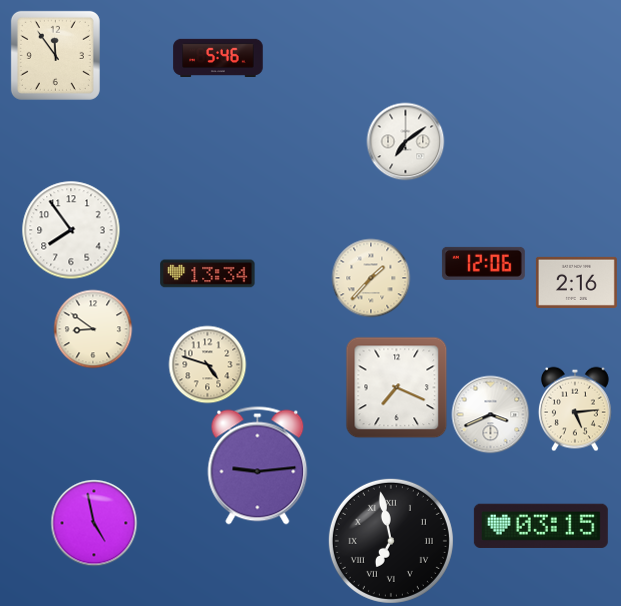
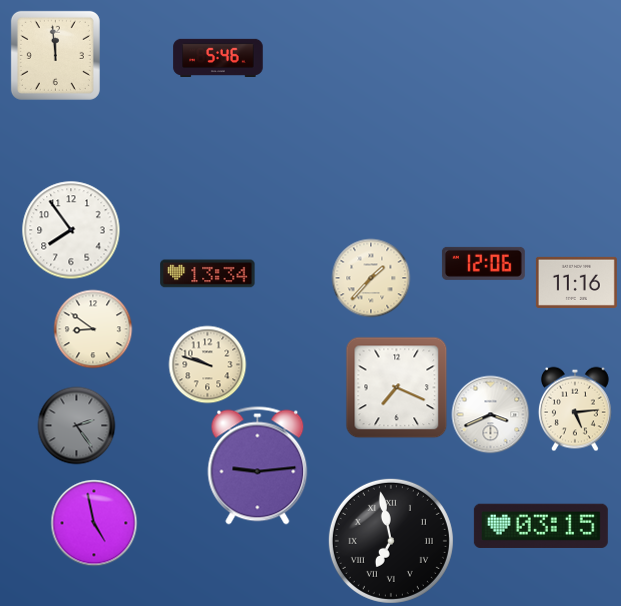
clock at (55, 55): 11:54 -> 11:59
clock at (405, 141): 7:09 -> none
clock at (576, 282): 2:16 -> 11:16
clock at (207, 364): 4:48 -> 9:48
clock at (76, 425): none -> 2:24
